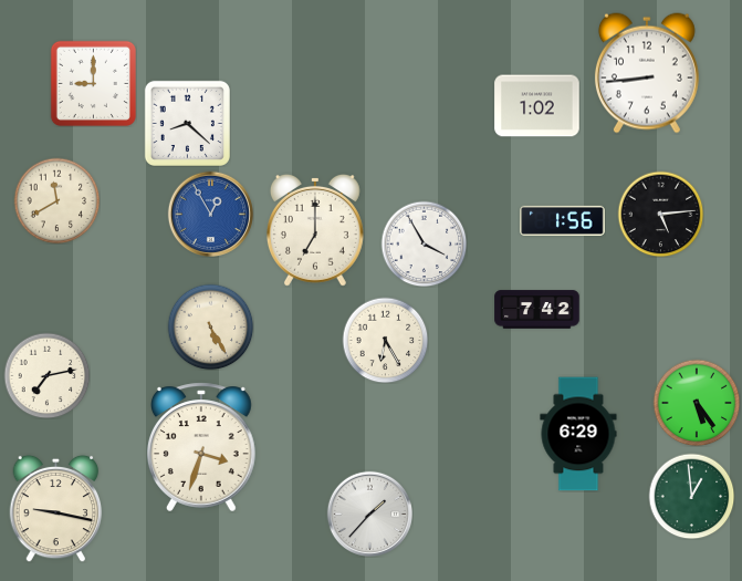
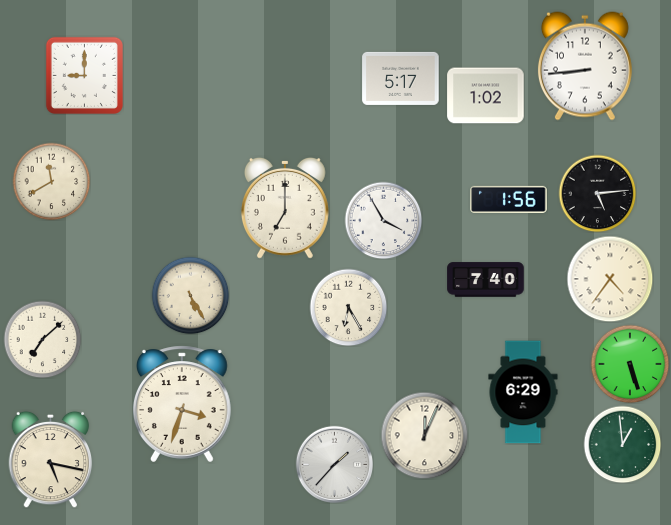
clock at (401, 78): none -> 5:17
clock at (187, 123): 8:22 -> none
clock at (210, 214): 12:55 -> none
clock at (610, 279): none -> 4:36
clock at (537, 310): 7:42 -> 7:40
clock at (46, 375): 7:13 -> 7:08
clock at (697, 403): 5:24 -> 5:27
clock at (424, 435): none -> 12:04
clock at (691, 496) position: (691, 496) -> (622, 444)
clock at (56, 508): 9:17 -> 5:17
